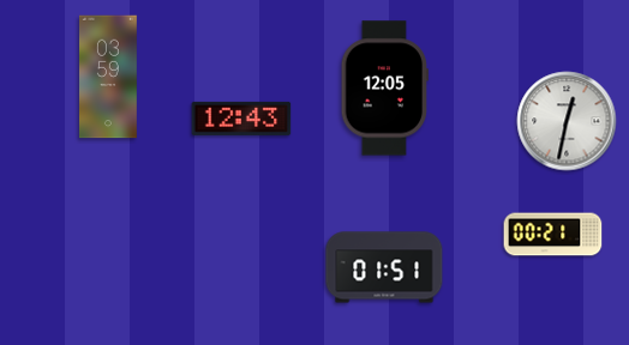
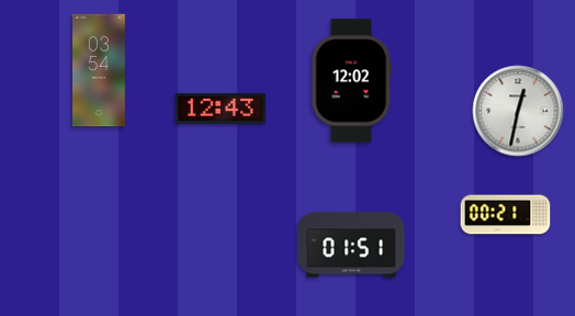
clock at (109, 77): 03:59 -> 03:54
clock at (384, 89): 12:05 -> 12:02
